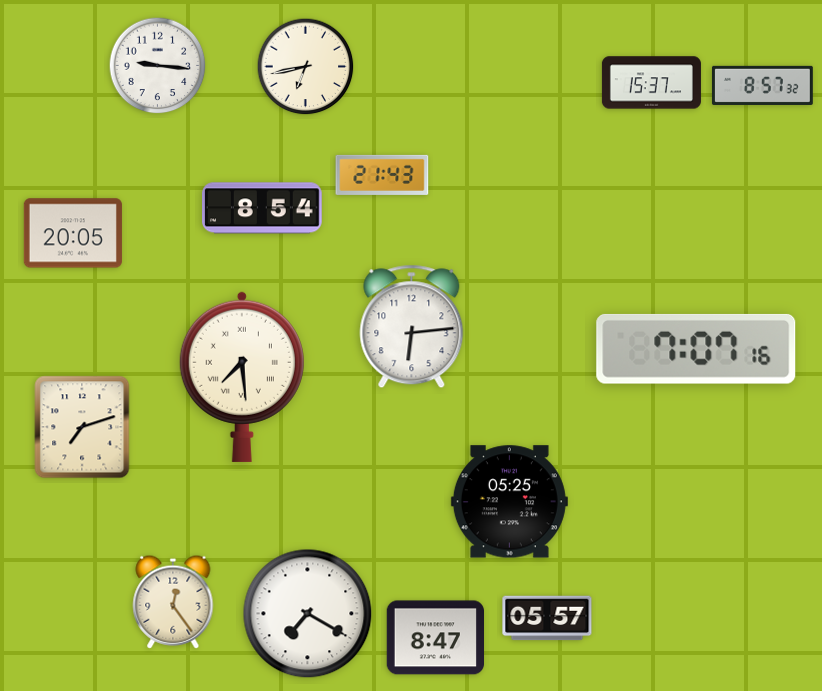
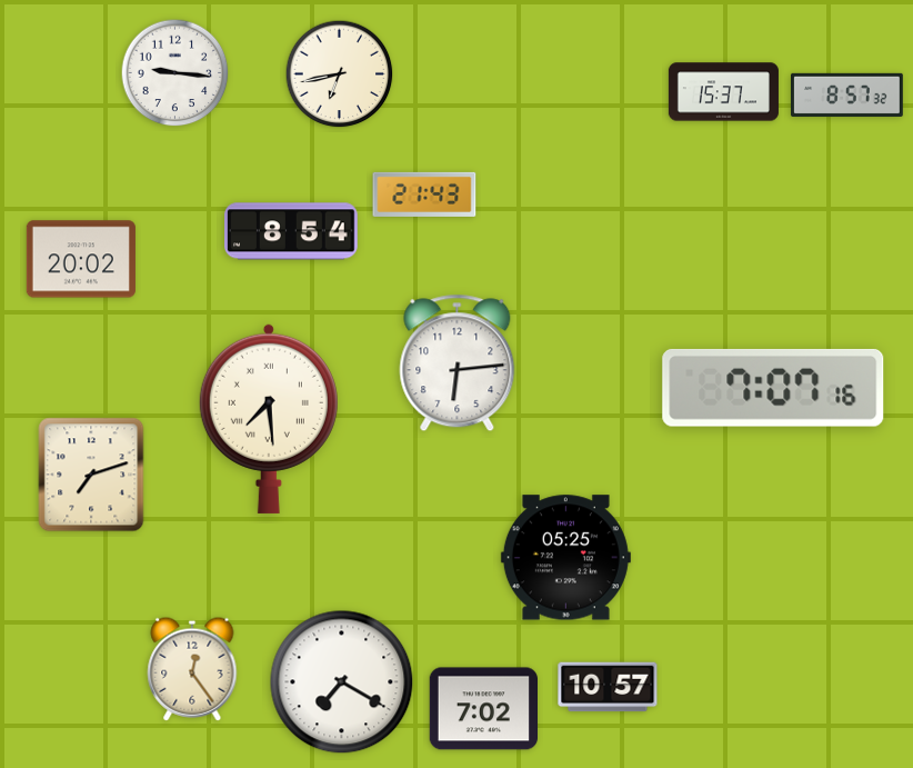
clock at (73, 233): 20:05 -> 20:02
clock at (547, 618): 05:57 -> 10:57
clock at (435, 638): 8:47 -> 7:02
